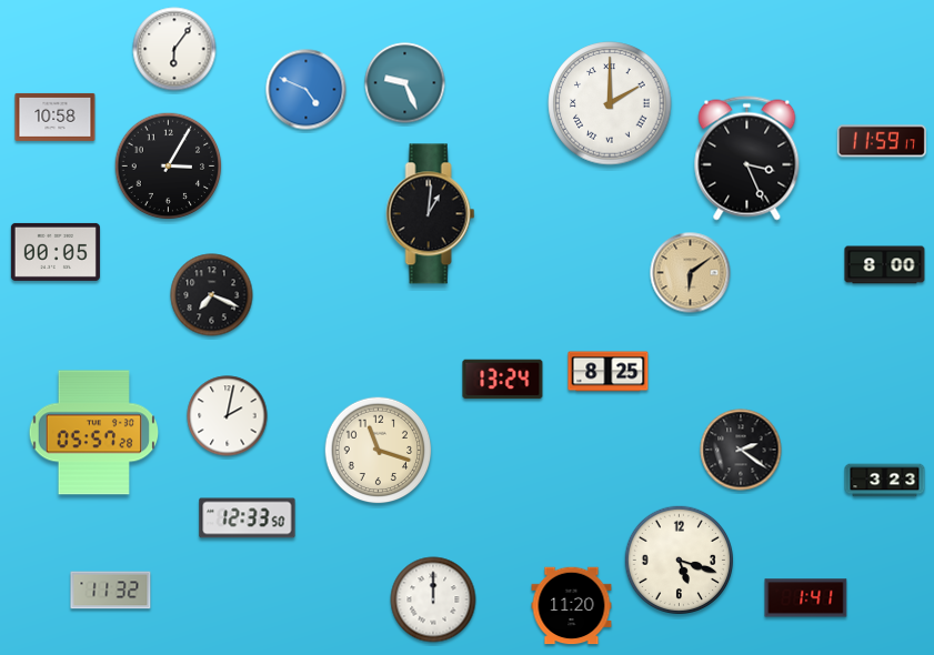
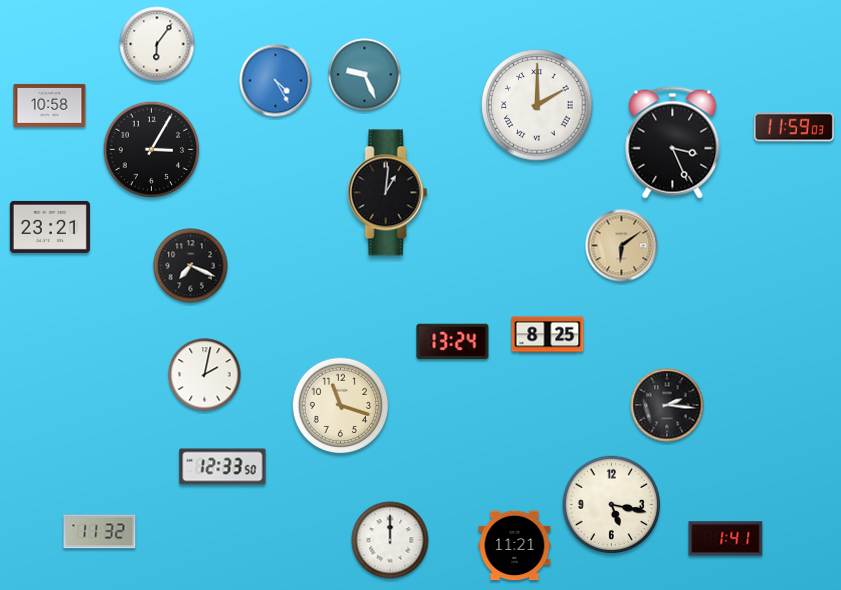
clock at (307, 90): 4:49 -> 4:25
clock at (610, 103) position: (610, 103) -> (537, 105)
clock at (882, 141): 11:59:17 -> 11:59:03
clock at (56, 252): 00:05 -> 23:21
clock at (885, 265): 8:00 -> none
clock at (94, 433): 05:57 -> none
clock at (741, 450): 2:21 -> 2:16
clock at (885, 481): 3:23 -> none
clock at (679, 560): 5:18 -> 5:17
clock at (572, 606): 11:20 -> 11:21
